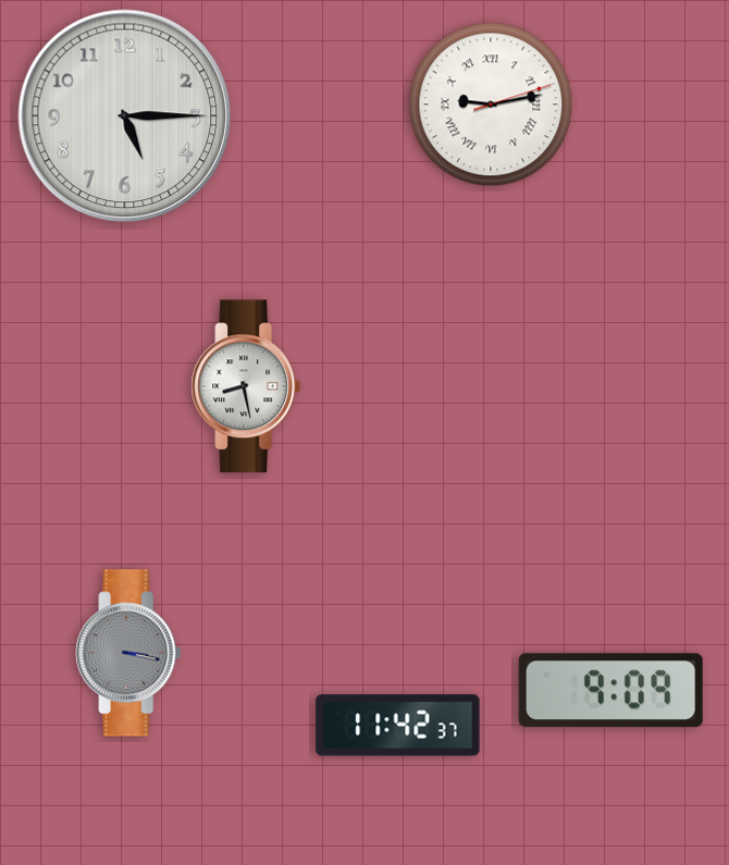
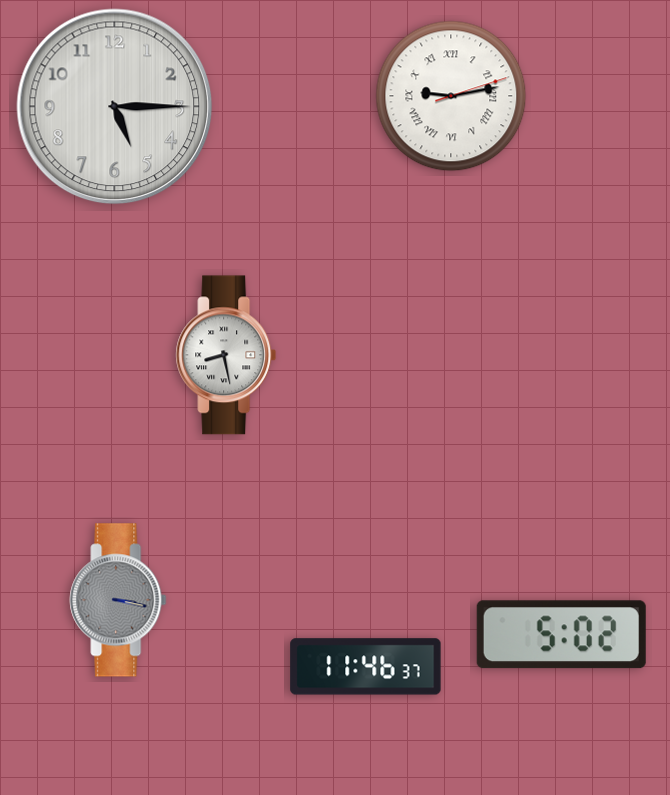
clock at (610, 691): 9:09 -> 5:02
clock at (398, 726): 11:42 -> 11:46
